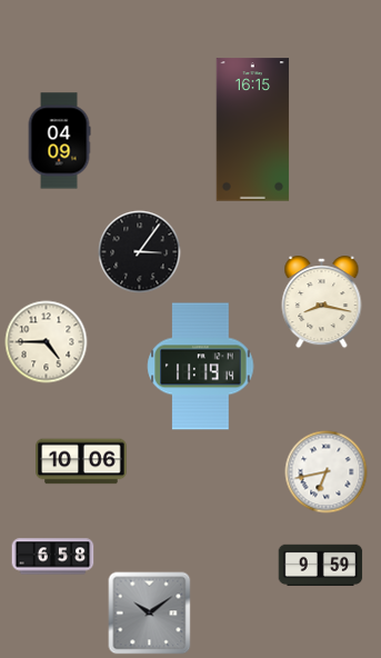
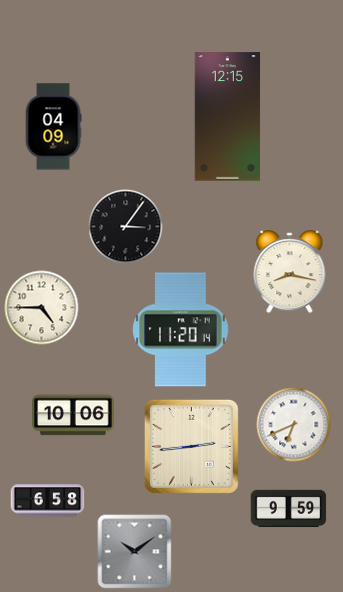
clock at (253, 130): 16:15 -> 12:15
clock at (201, 367): 11:19 -> 11:20
clock at (327, 472): 6:43 -> 6:41
clock at (191, 446): none -> 2:44
